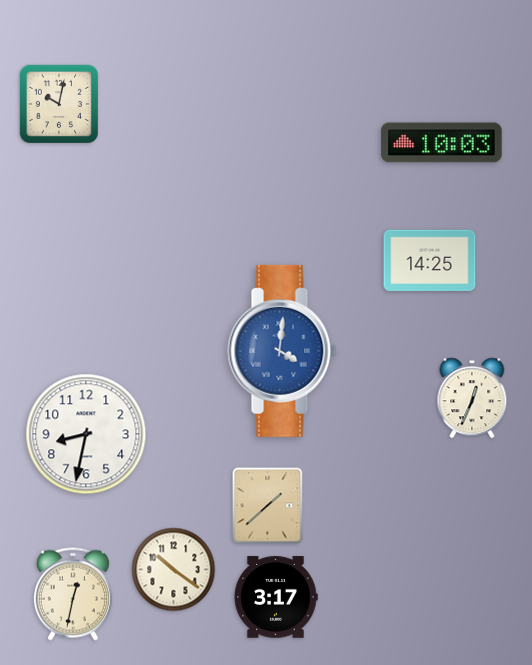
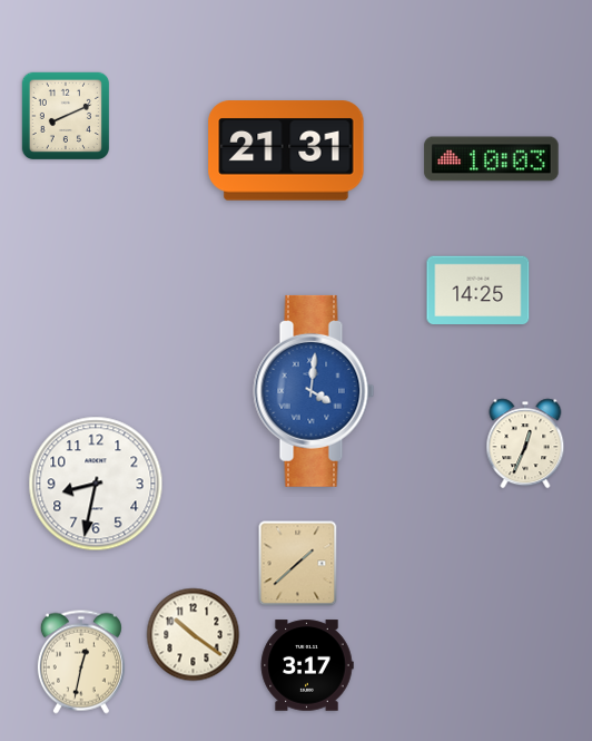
clock at (58, 103): 10:02 -> 8:11
clock at (286, 150): none -> 21:31
